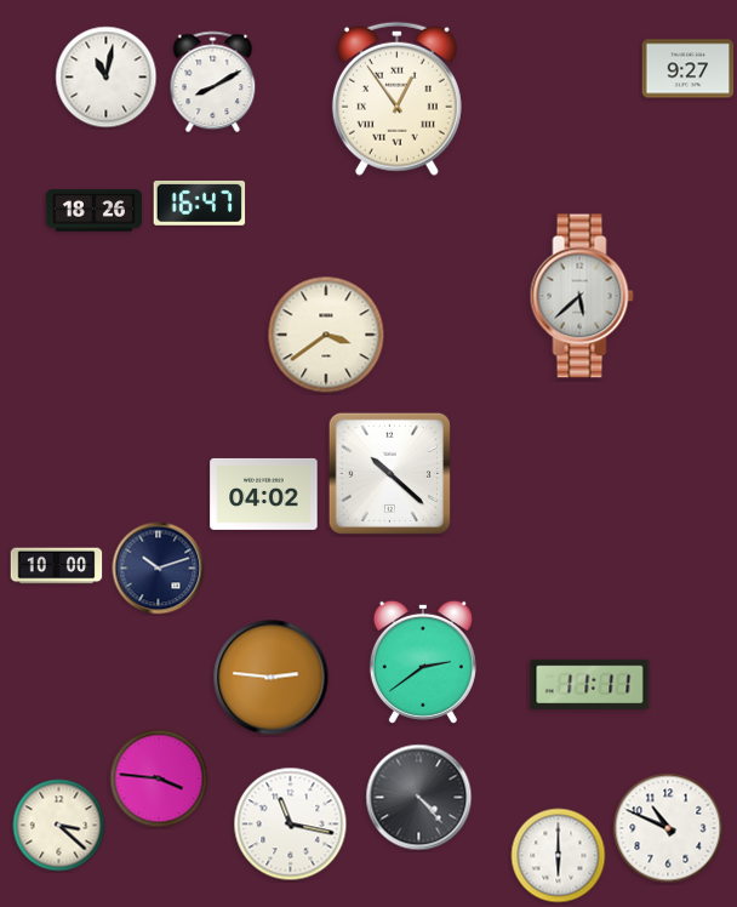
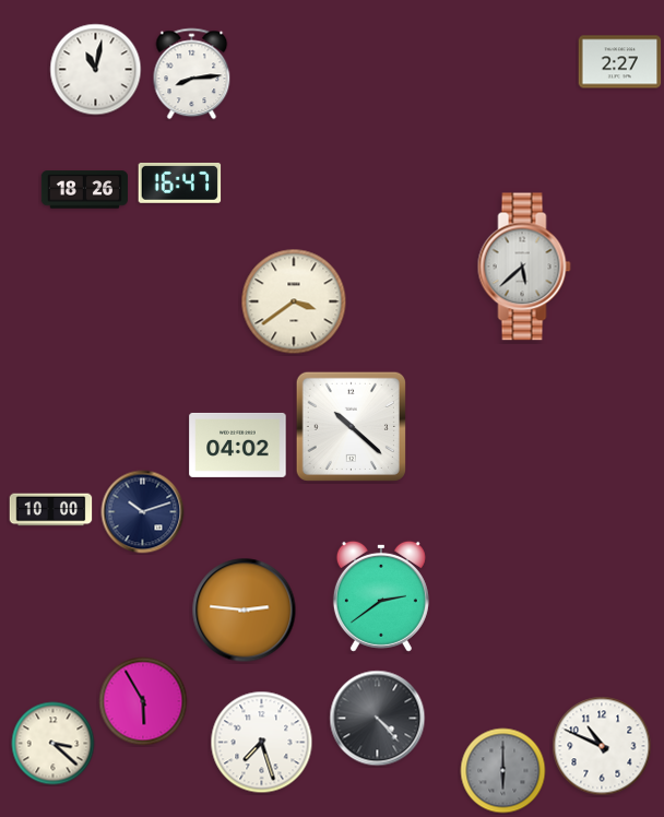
clock at (689, 69): 9:27 -> 2:27
clock at (213, 82): 8:10 -> 8:14
clock at (396, 98): 12:54 -> none
clock at (590, 685): 11:11 -> none
clock at (159, 778): 3:46 -> 5:55
clock at (291, 825): 11:17 -> 7:27
clock at (559, 856) dial: white -> grey
